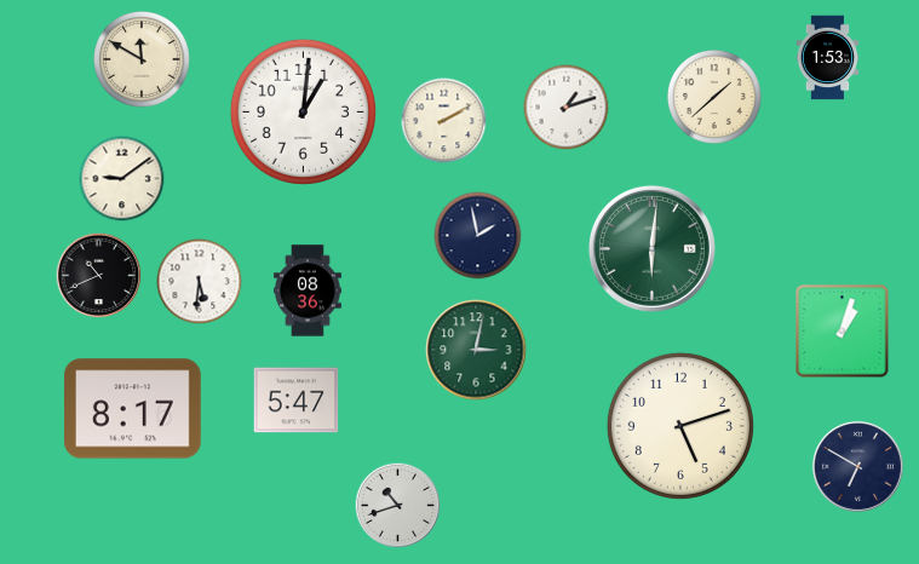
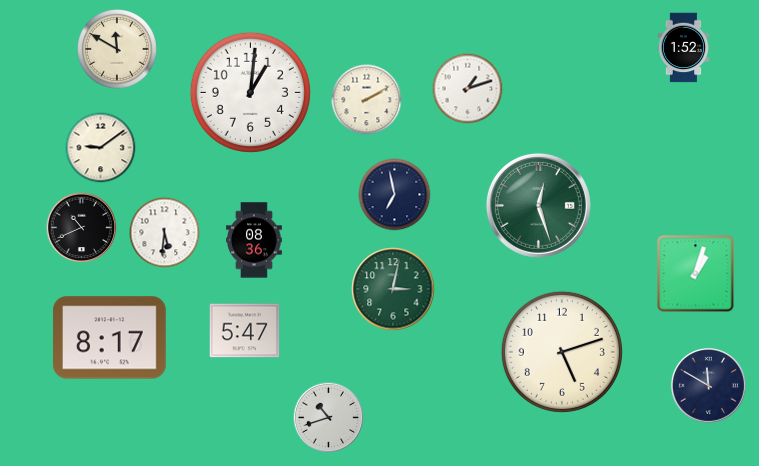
clock at (828, 58): 1:53 -> 1:52
clock at (714, 97): 1:38 -> none
clock at (478, 236): 1:58 -> 6:58
clock at (651, 248): 6:01 -> 12:27
clock at (857, 466): 6:50 -> 11:50
